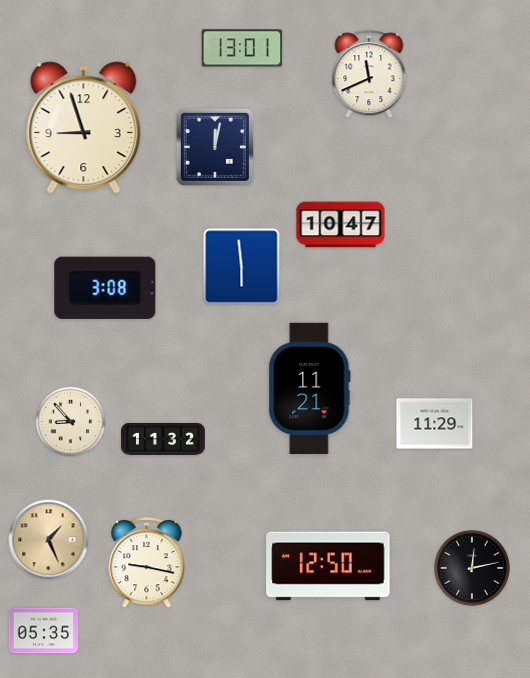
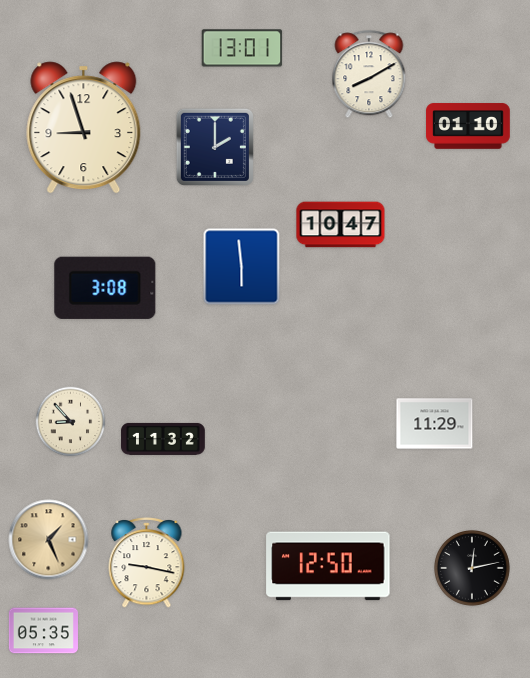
clock at (369, 75): 11:41 -> 8:10
clock at (468, 126): none -> 01:10
clock at (215, 147): 12:02 -> 2:00
clock at (310, 389): 11:21 -> none
